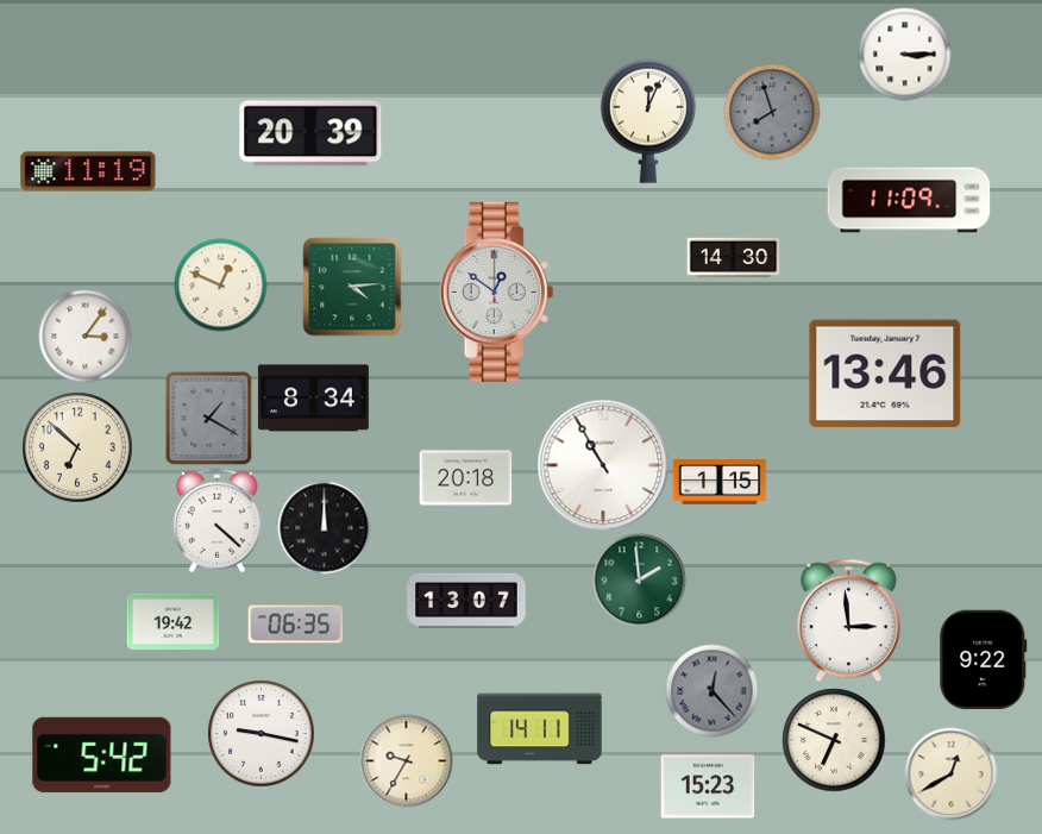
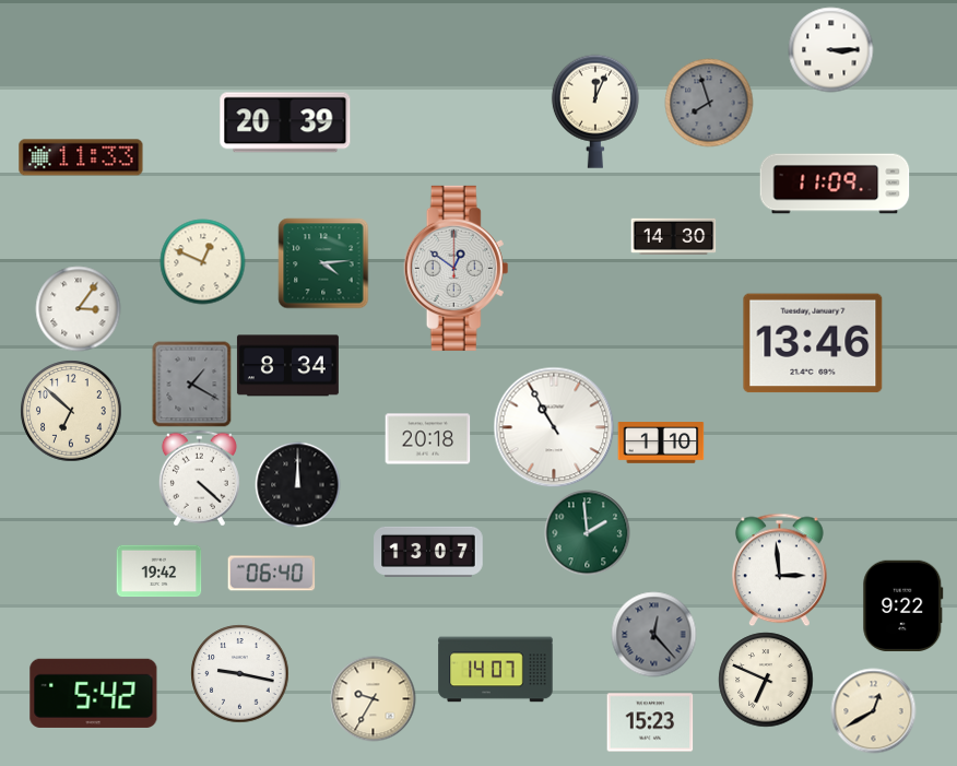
clock at (88, 171): 11:19 -> 11:33
clock at (720, 482): 1:15 -> 1:10
clock at (295, 625): 06:35 -> 06:40
clock at (540, 729): 14:11 -> 14:07
